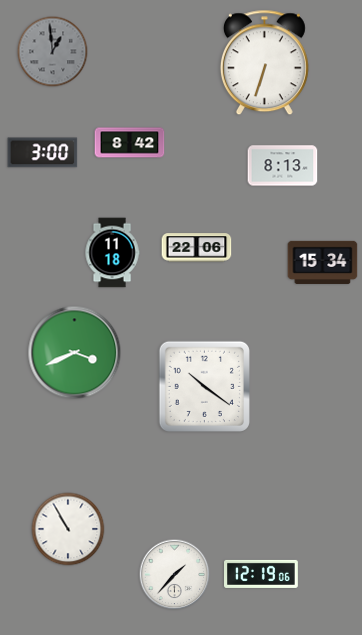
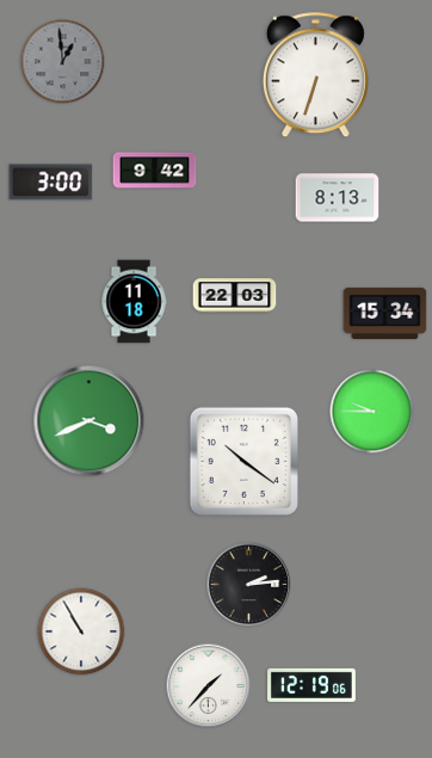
clock at (130, 143): 8:42 -> 9:42
clock at (197, 248): 22:06 -> 22:03
clock at (372, 412): none -> 9:45
clock at (249, 585): none -> 2:14
